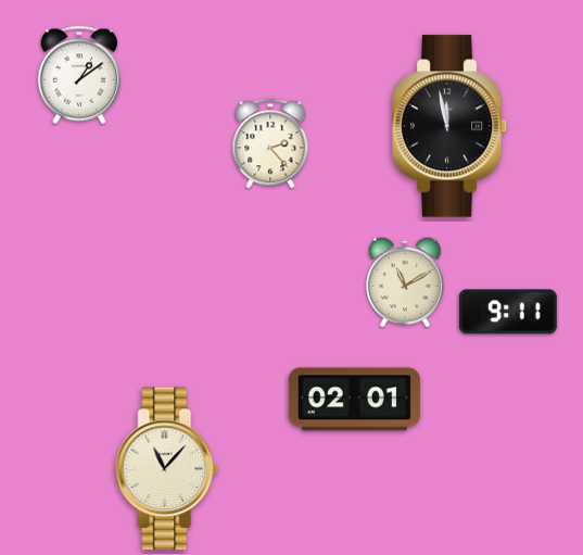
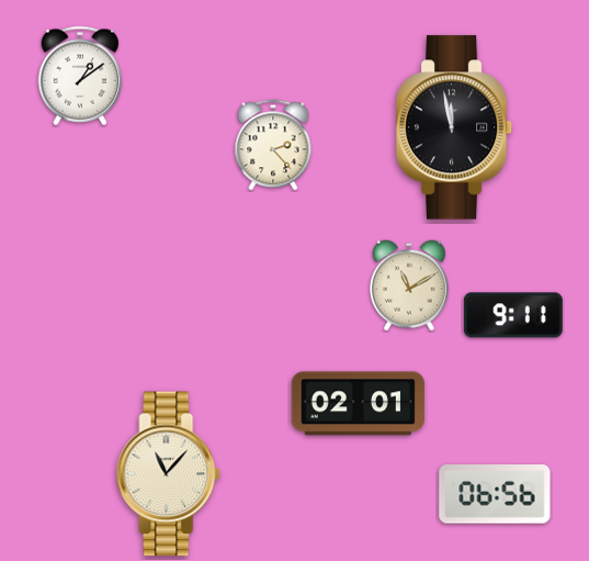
clock at (495, 494): none -> 06:56
